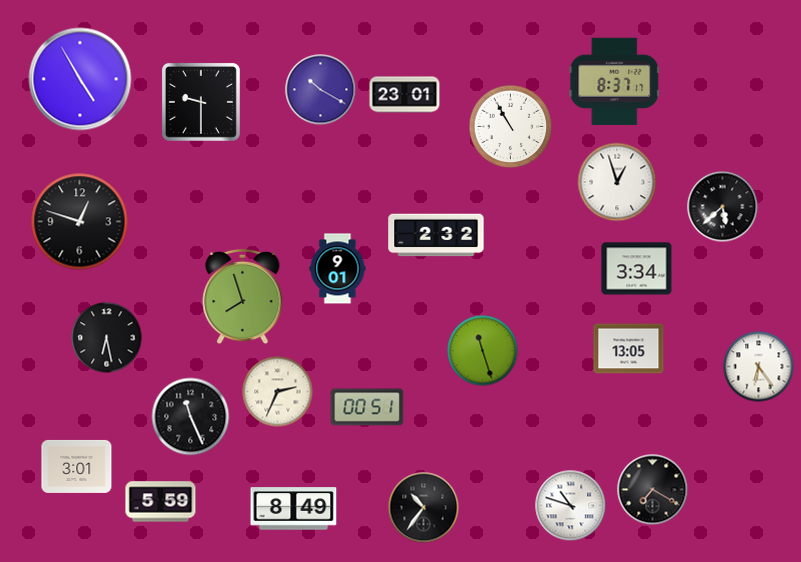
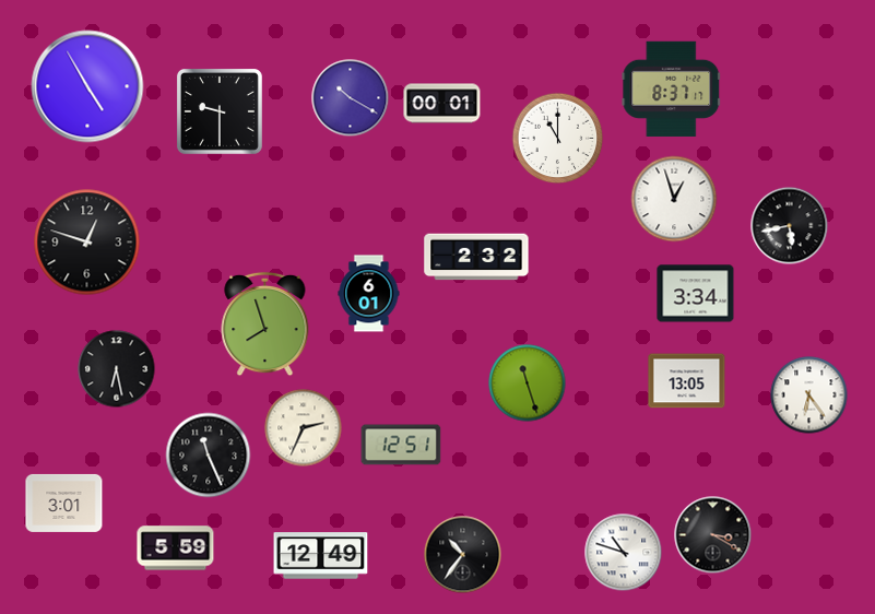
clock at (405, 95): 23:01 -> 00:01
clock at (511, 127): 10:55 -> 11:00
clock at (723, 207): 5:38 -> 5:43
clock at (338, 269): 9:01 -> 6:01
clock at (759, 367) position: (759, 367) -> (809, 395)
clock at (367, 407): 00:51 -> 12:51
clock at (77, 466) position: (77, 466) -> (64, 503)
clock at (653, 490): 7:20 -> 3:20
clock at (294, 509): 8:49 -> 12:49
